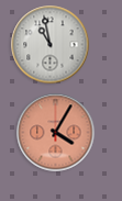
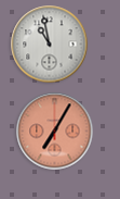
clock at (56, 133): 4:05 -> 7:05
